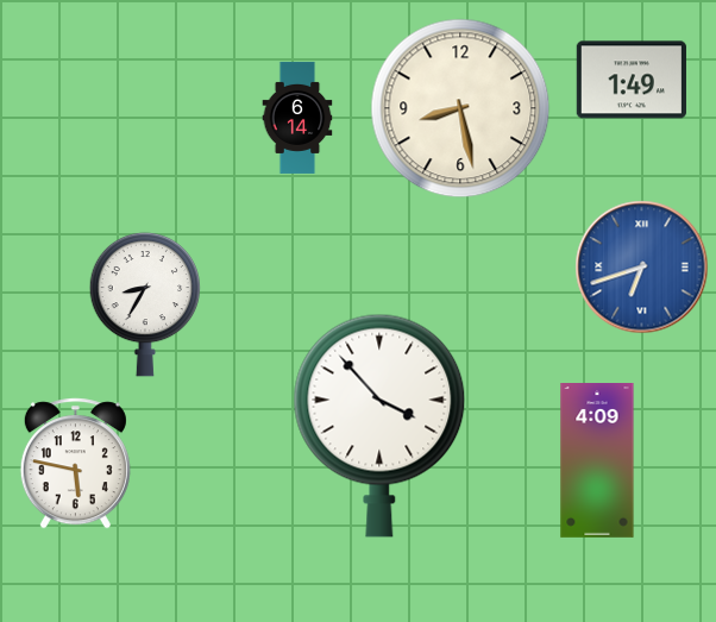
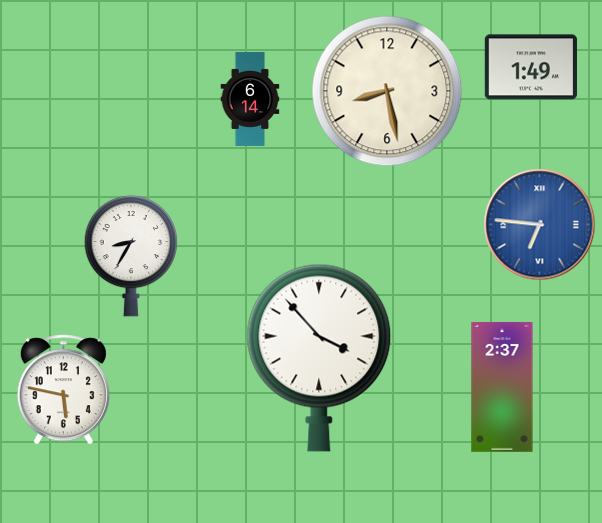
clock at (642, 268): 6:42 -> 6:46
clock at (145, 304) position: (145, 304) -> (131, 256)
clock at (597, 461): 4:09 -> 2:37
